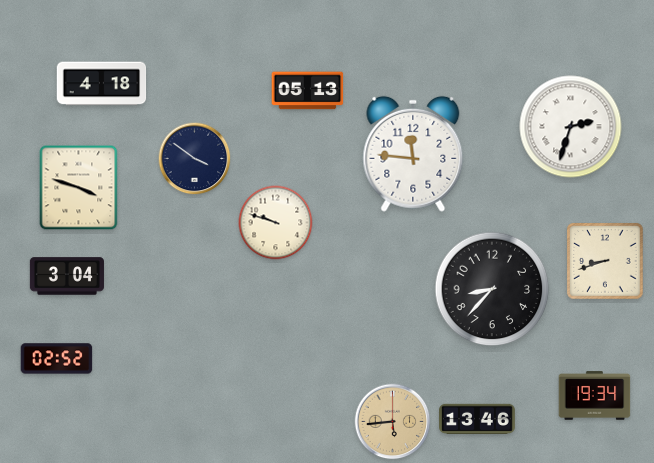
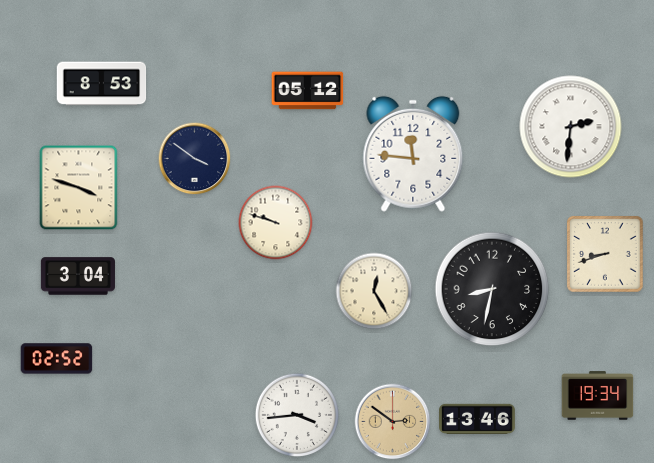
clock at (102, 84): 4:18 -> 8:53
clock at (308, 91): 05:13 -> 05:12
clock at (571, 127): 2:33 -> 2:31
clock at (605, 261) position: (605, 261) -> (605, 254)
clock at (67, 276) position: (67, 276) -> (78, 276)
clock at (492, 289): 8:37 -> 8:32
clock at (374, 291): none -> 12:25
clock at (595, 396) position: (595, 396) -> (598, 396)
clock at (296, 414): none -> 3:44
clock at (393, 422): 5:44 -> 2:51
